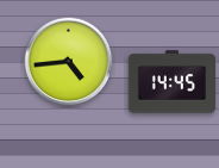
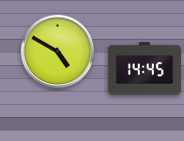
clock at (69, 62): 4:44 -> 4:50
